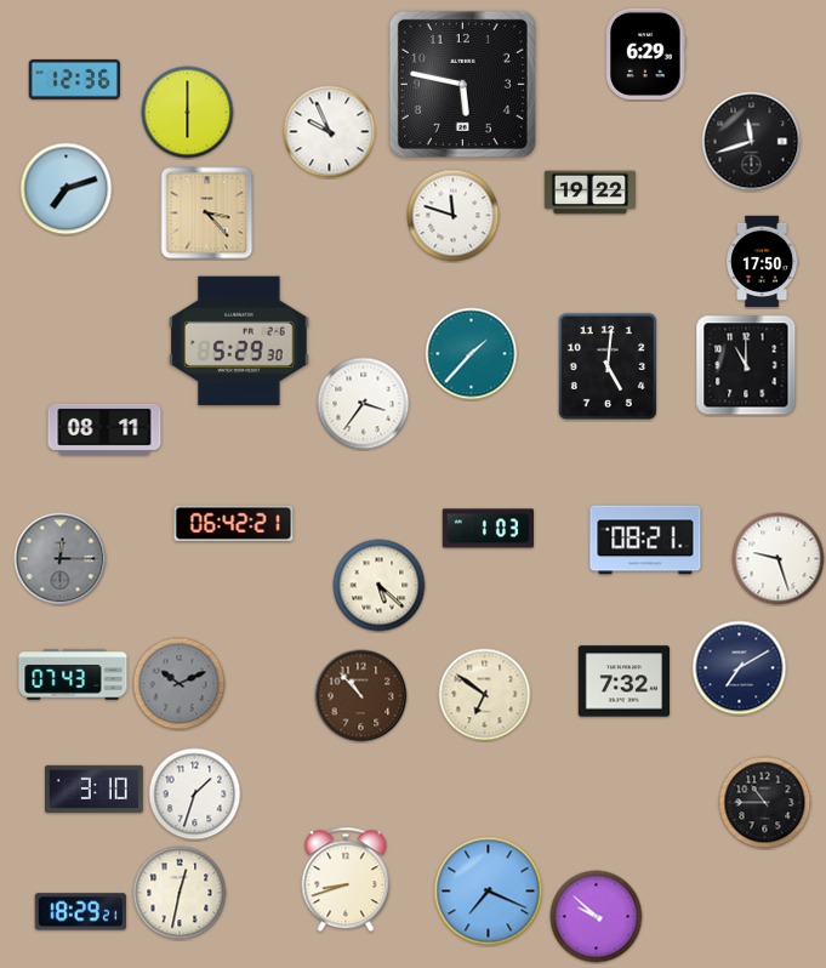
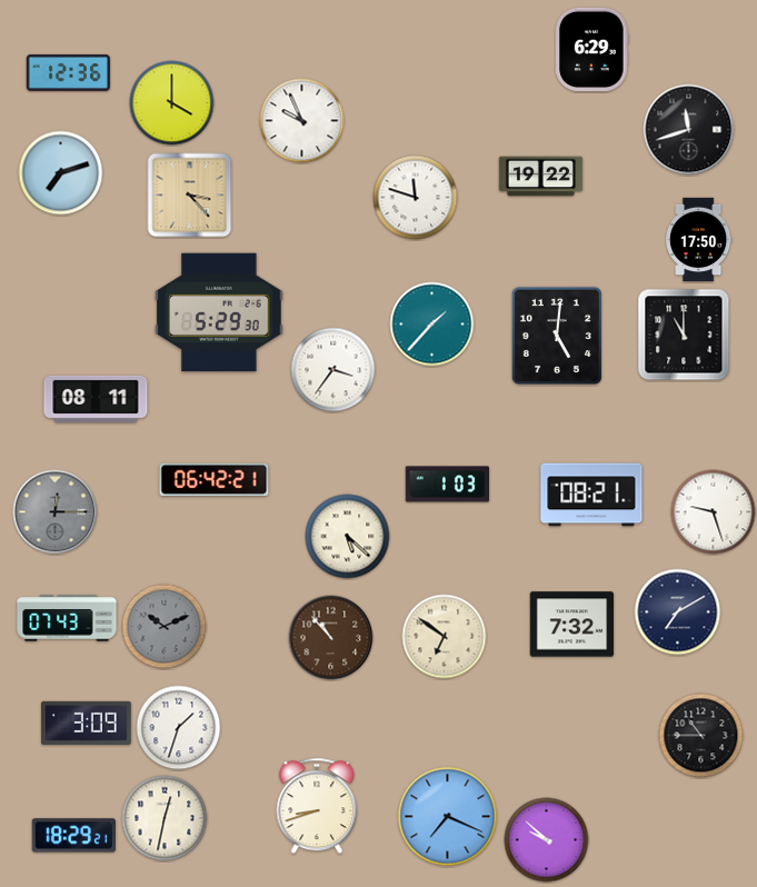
clock at (462, 84): 5:47 -> none
clock at (188, 113): 6:00 -> 4:00
clock at (104, 429) position: (104, 429) -> (96, 399)
clock at (95, 788): 3:10 -> 3:09
